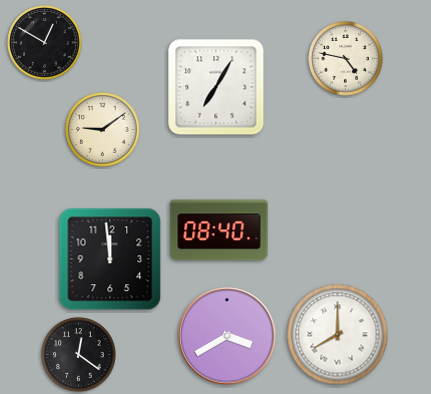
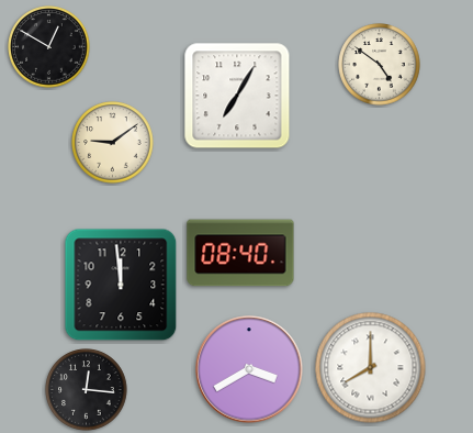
clock at (346, 59): 4:47 -> 4:51
clock at (79, 355): 12:21 -> 12:16
